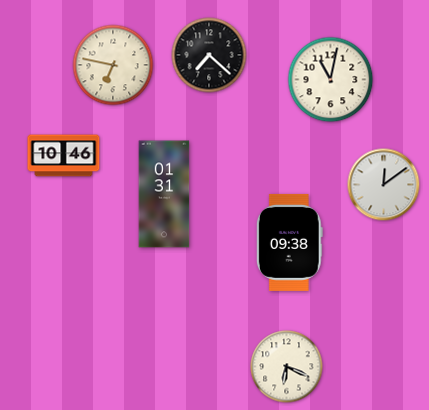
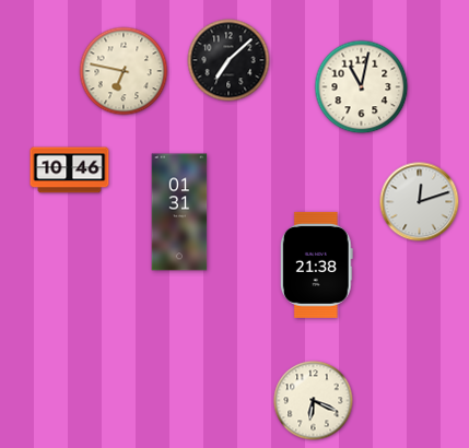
clock at (209, 55): 7:22 -> 7:08
clock at (384, 185): 12:09 -> 12:12
clock at (289, 242): 09:38 -> 21:38
